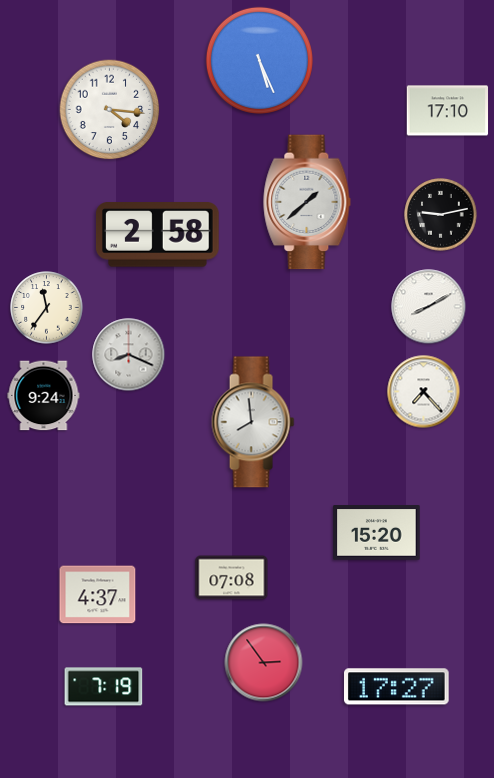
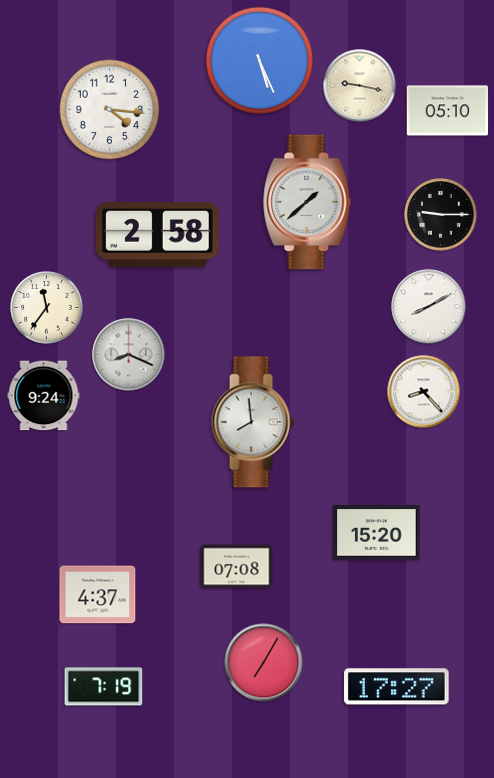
clock at (360, 86): none -> 9:17
clock at (448, 111): 17:10 -> 05:10
clock at (441, 215): 9:13 -> 9:15
clock at (424, 392): 7:23 -> 8:23
clock at (232, 578) position: (232, 578) -> (237, 567)
clock at (264, 663): 2:54 -> 7:05
